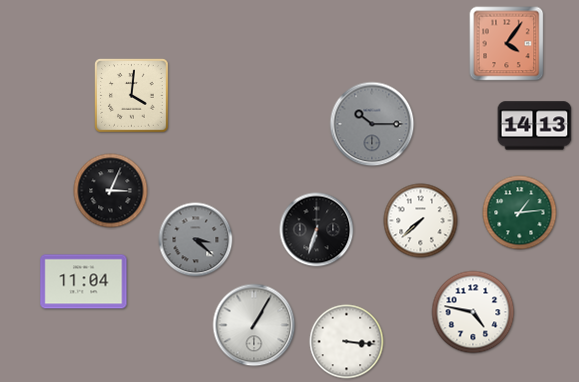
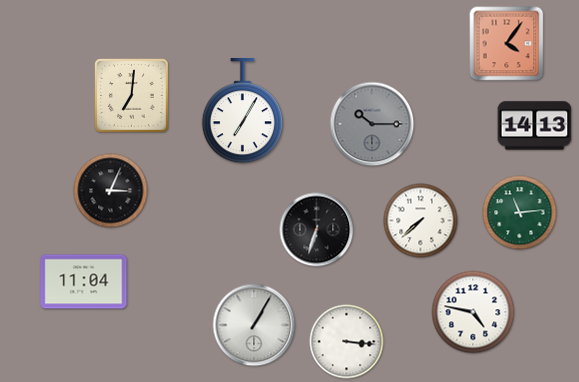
clock at (132, 96): 4:01 -> 7:01
clock at (242, 112): none -> 7:05
clock at (520, 213): 1:14 -> 11:14
clock at (196, 240): 3:22 -> none
